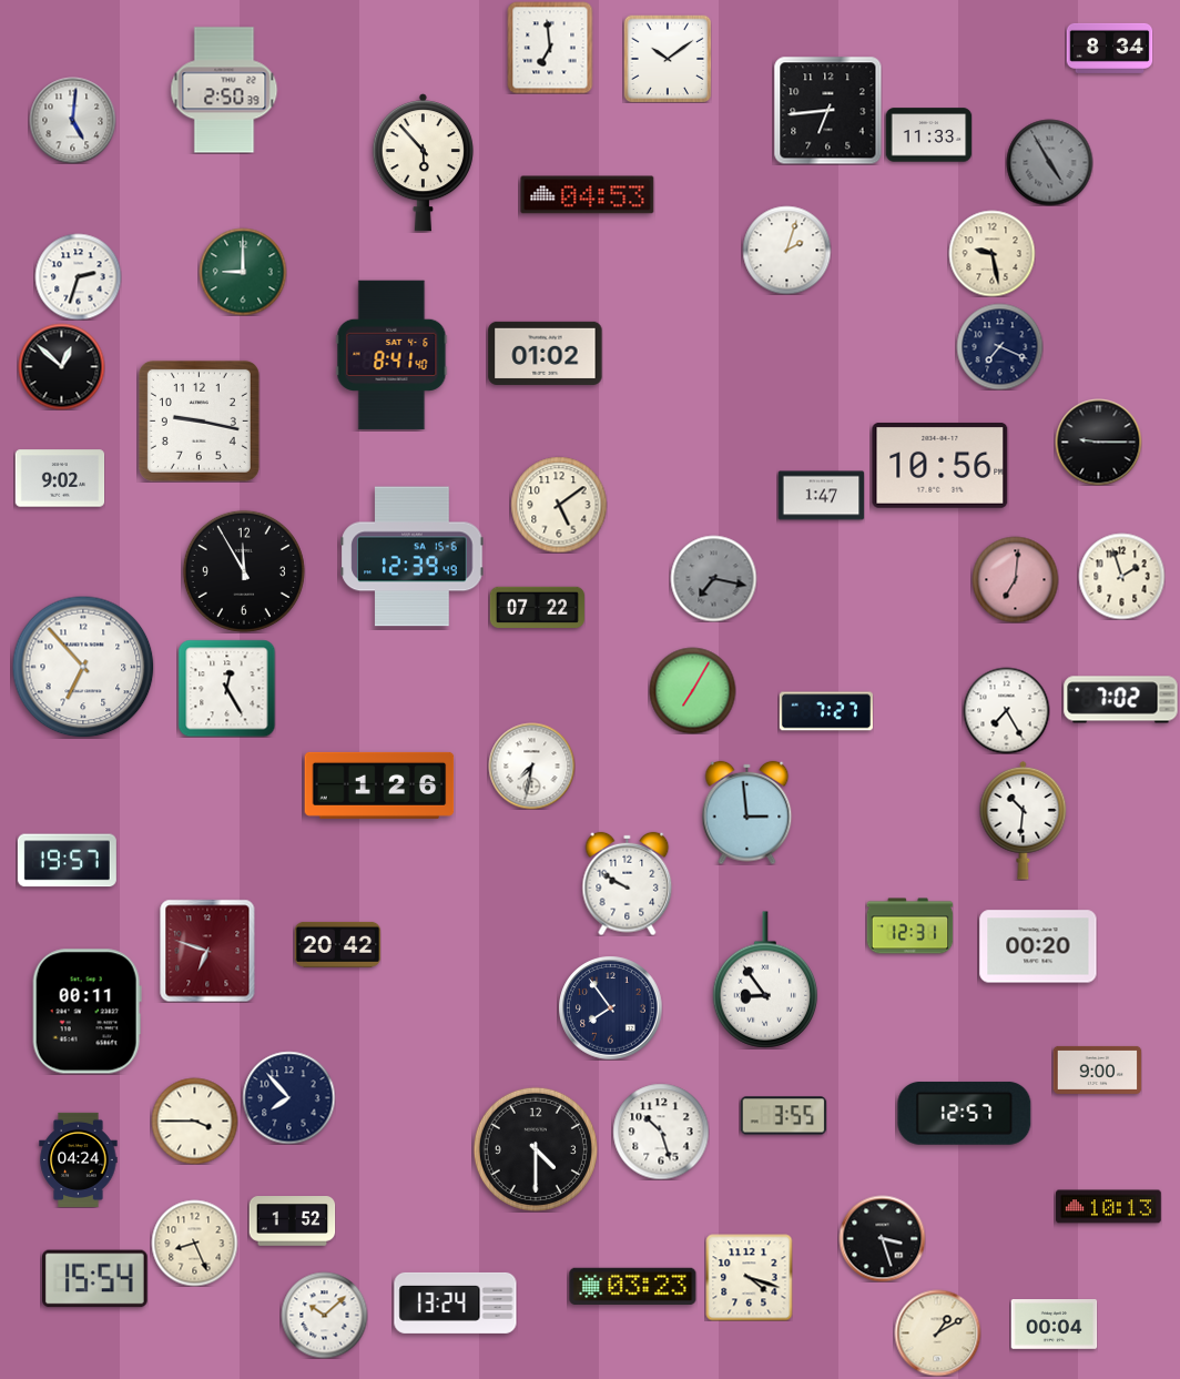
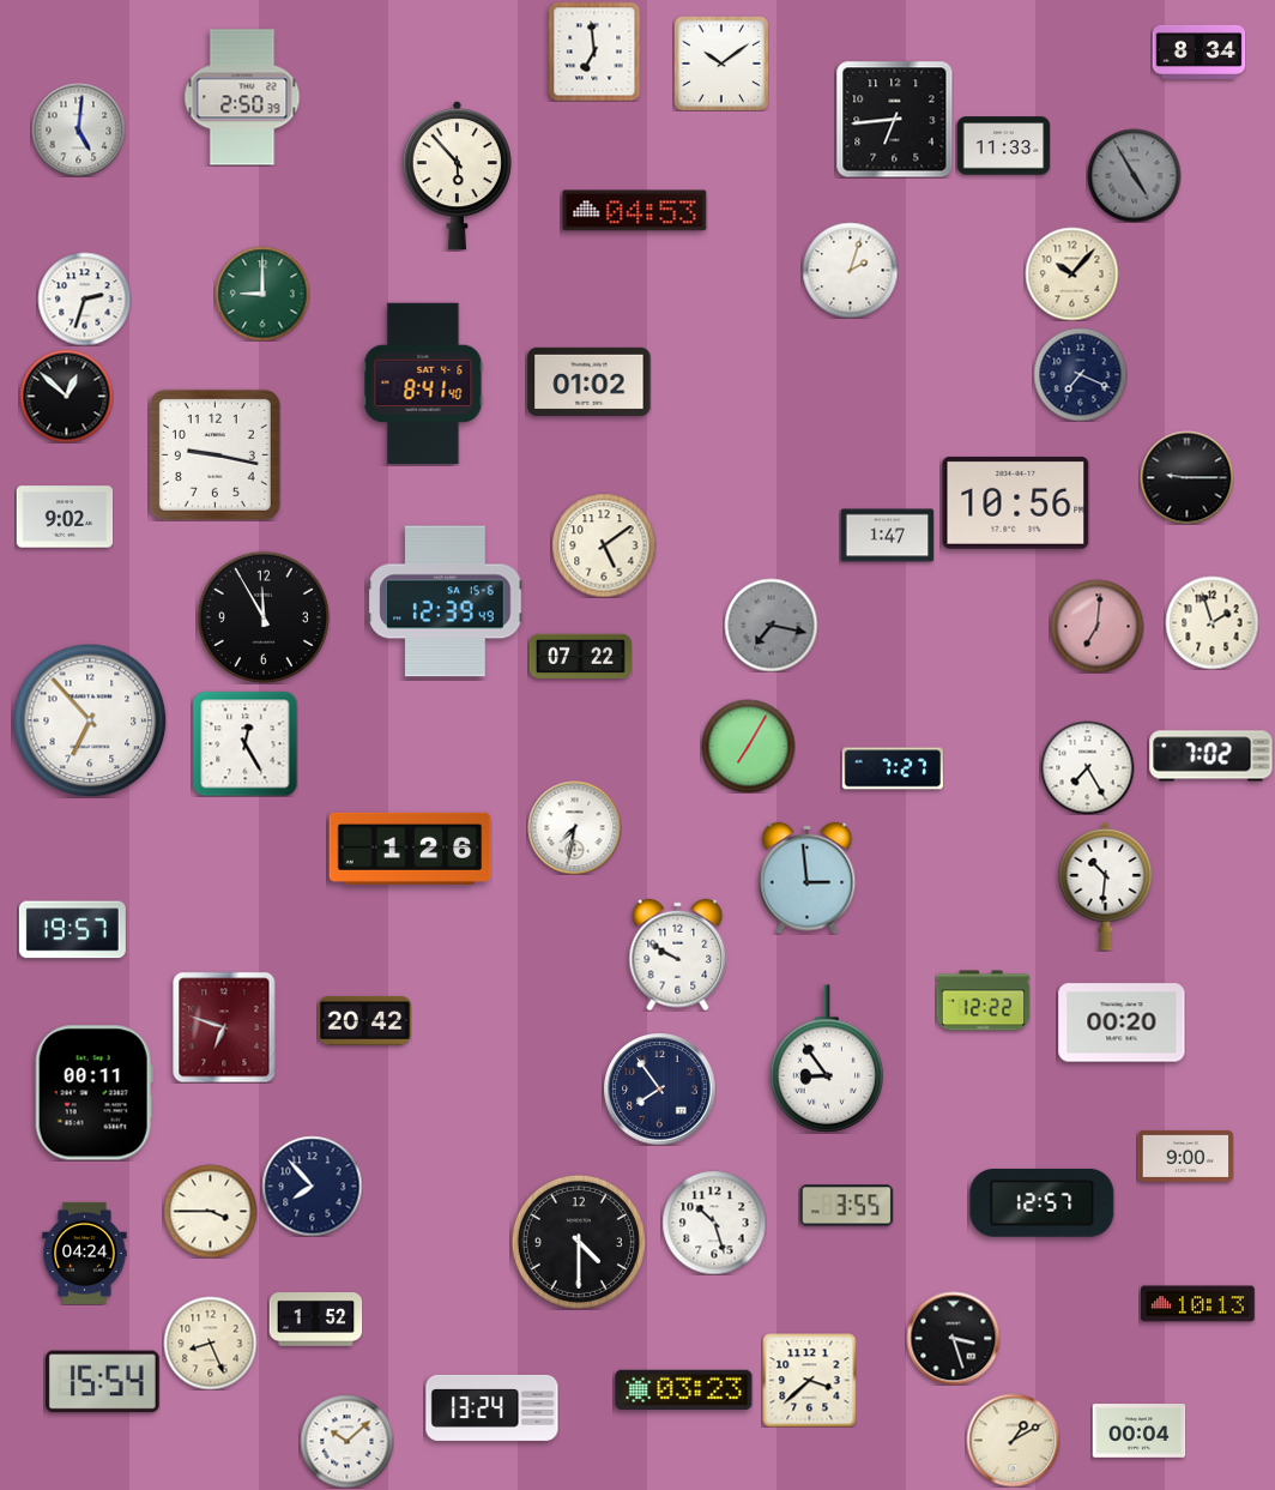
clock at (991, 253): 9:28 -> 10:07
clock at (909, 926): 12:31 -> 12:22
clock at (749, 1277): 4:18 -> 3:38
clock at (324, 1315) position: (324, 1315) -> (346, 1441)
